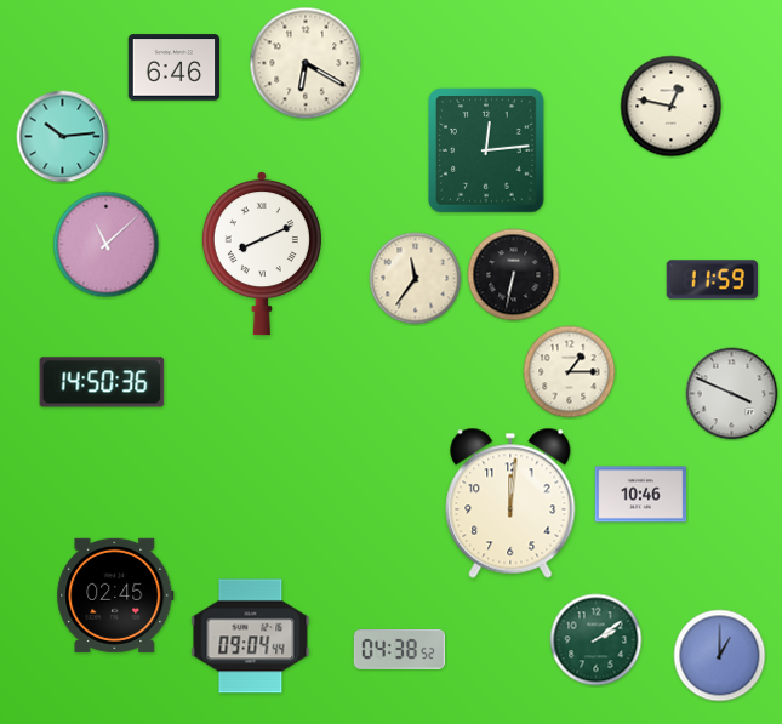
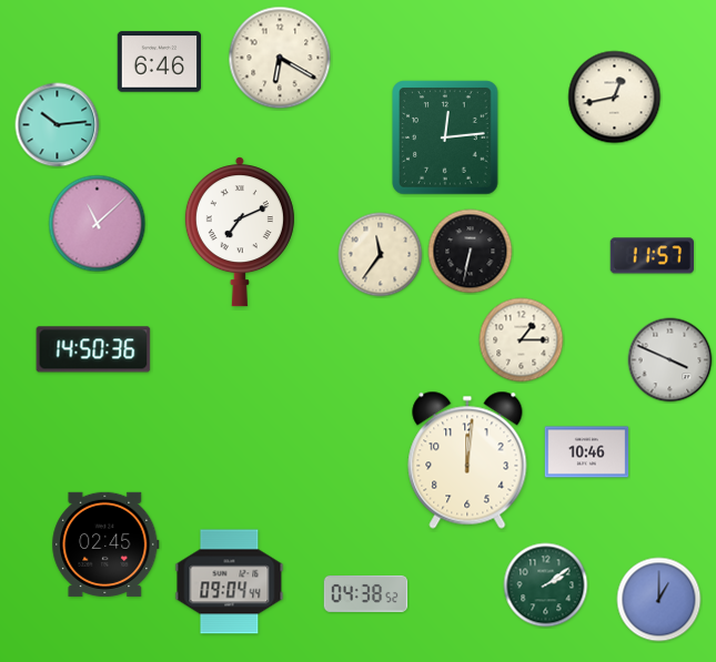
clock at (672, 107): 12:47 -> 12:43
clock at (262, 253): 8:11 -> 7:11
clock at (712, 280): 11:59 -> 11:57
